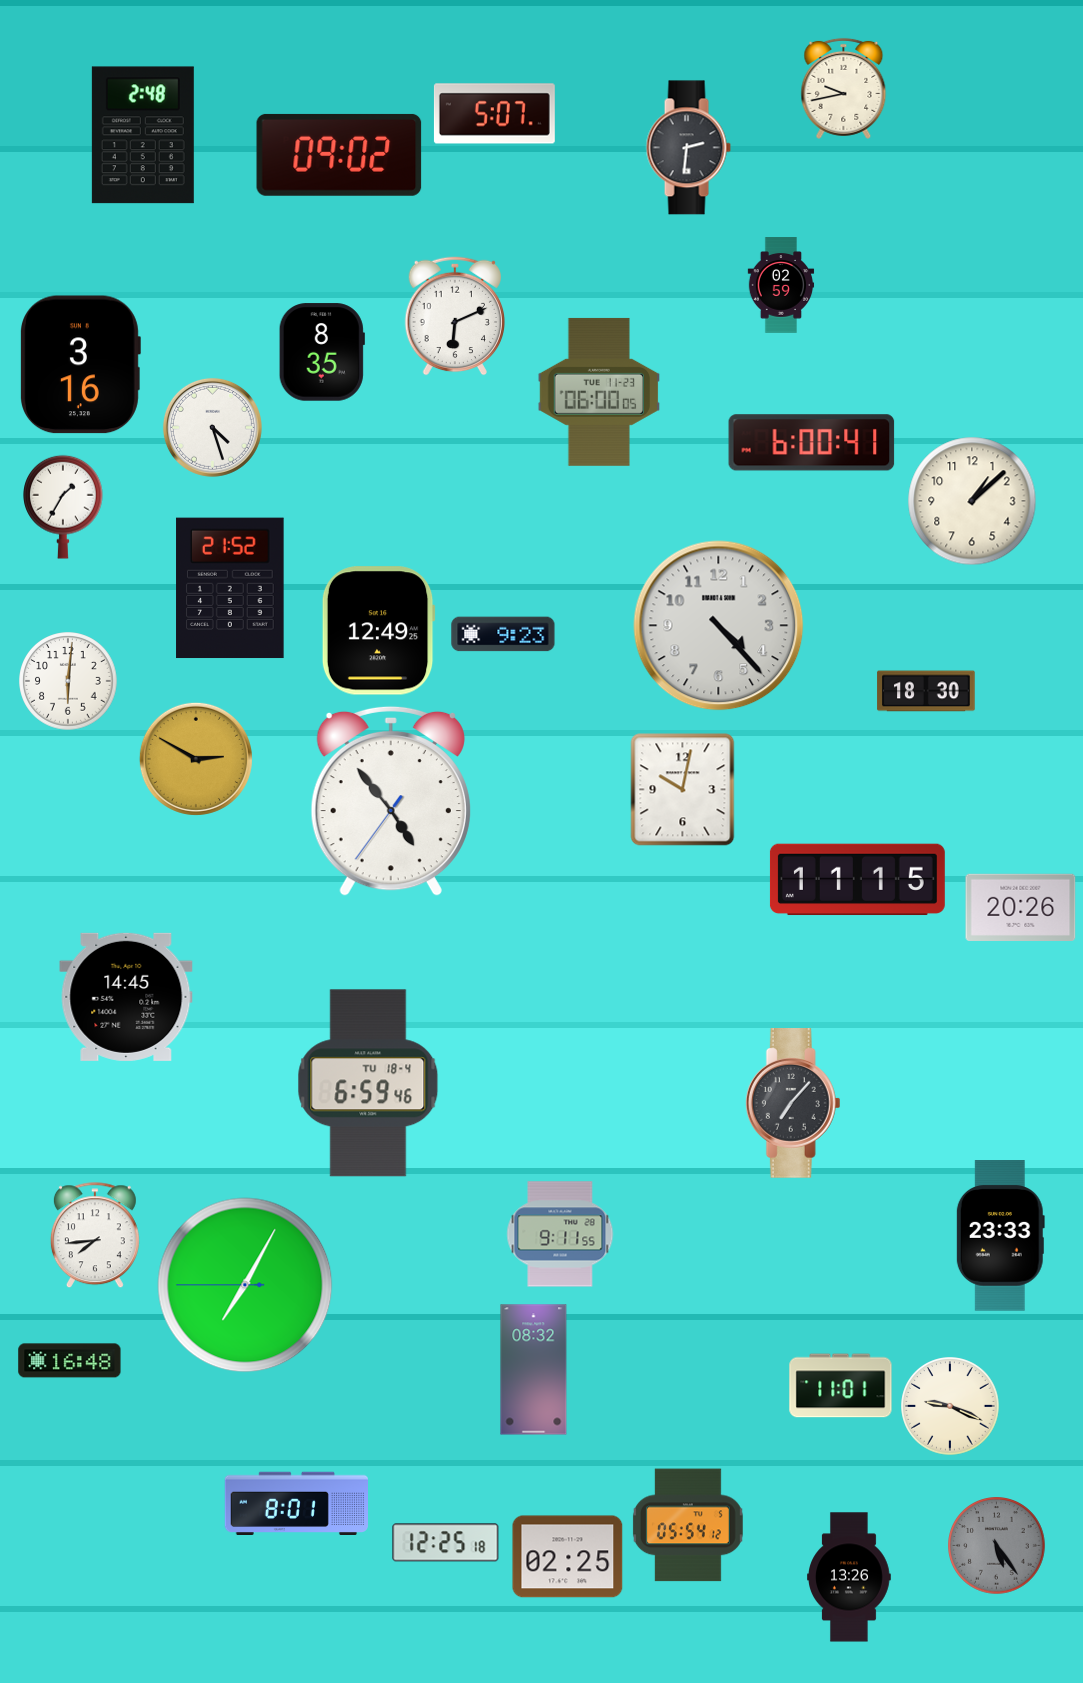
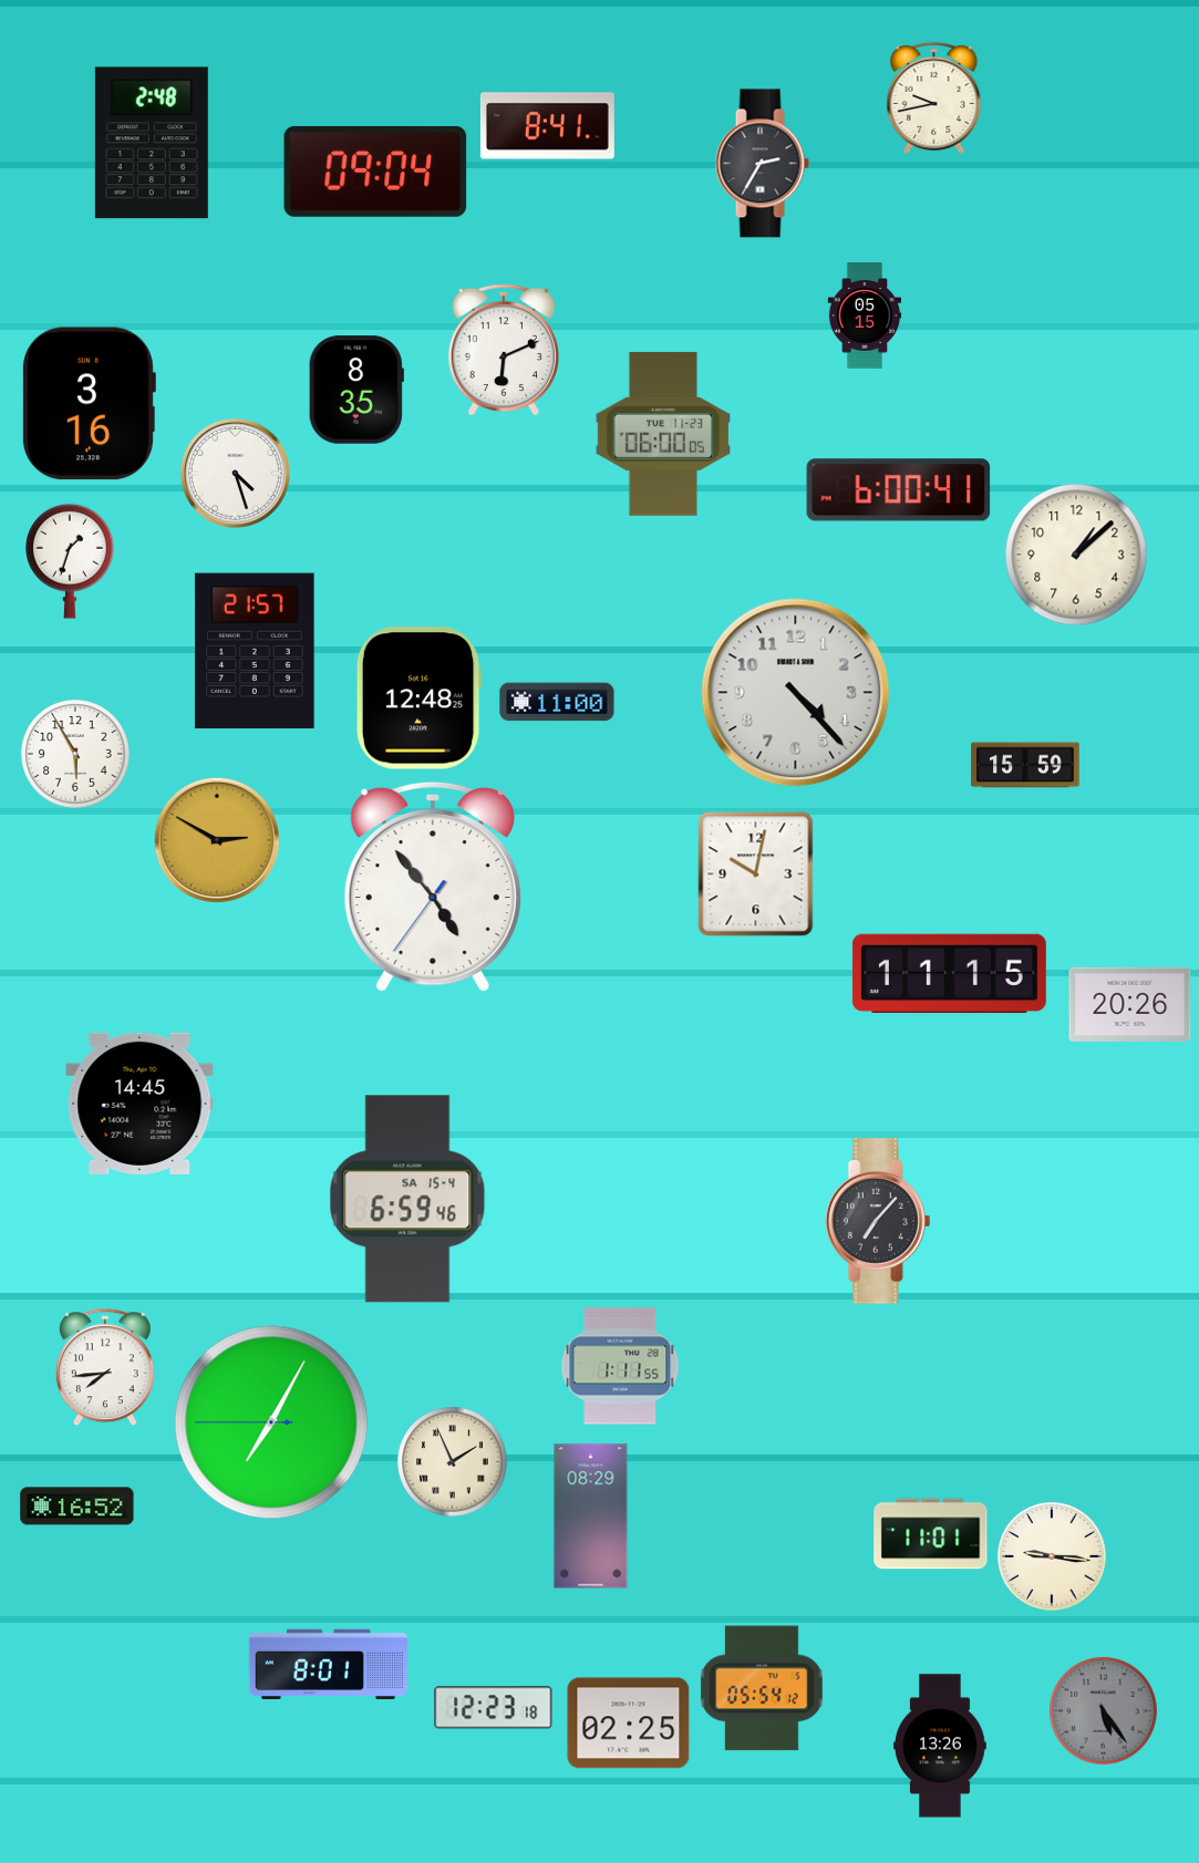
clock at (494, 114): 5:07 -> 8:41
clock at (143, 135) position: (143, 135) -> (152, 143)
clock at (688, 148): 2:31 -> 2:35
clock at (339, 155): 09:02 -> 09:04
clock at (781, 285): 02:59 -> 05:15
clock at (63, 507): 1:35 -> 1:33
clock at (230, 588): 21:52 -> 21:57
clock at (378, 631): 12:49 -> 12:48
clock at (503, 634): 9:23 -> 11:00
clock at (68, 681): 6:01 -> 5:55
clock at (926, 691): 18:30 -> 15:59
clock at (368, 1083) date: TU 18-4 -> SA 15-4
clock at (560, 1234): 9:11 -> 1:11
clock at (1000, 1236): 23:33 -> none
clock at (453, 1462): none -> 1:56
clock at (70, 1361): 16:48 -> 16:52
clock at (534, 1370): 08:32 -> 08:29
clock at (950, 1406): 9:19 -> 9:16
clock at (446, 1543): 12:25 -> 12:23
